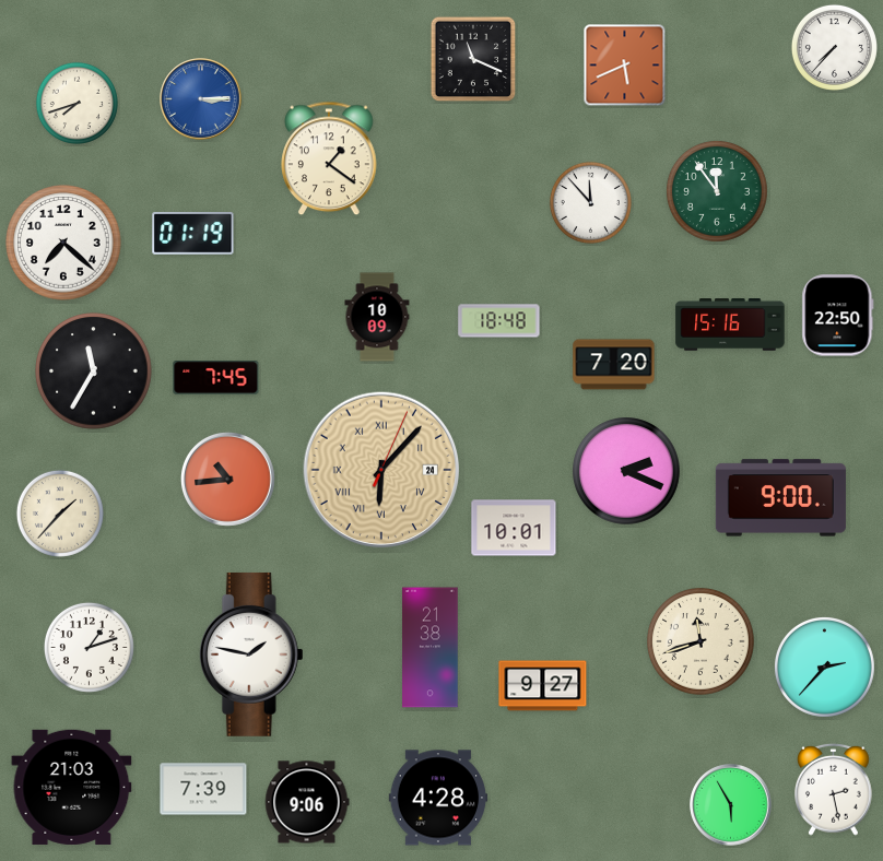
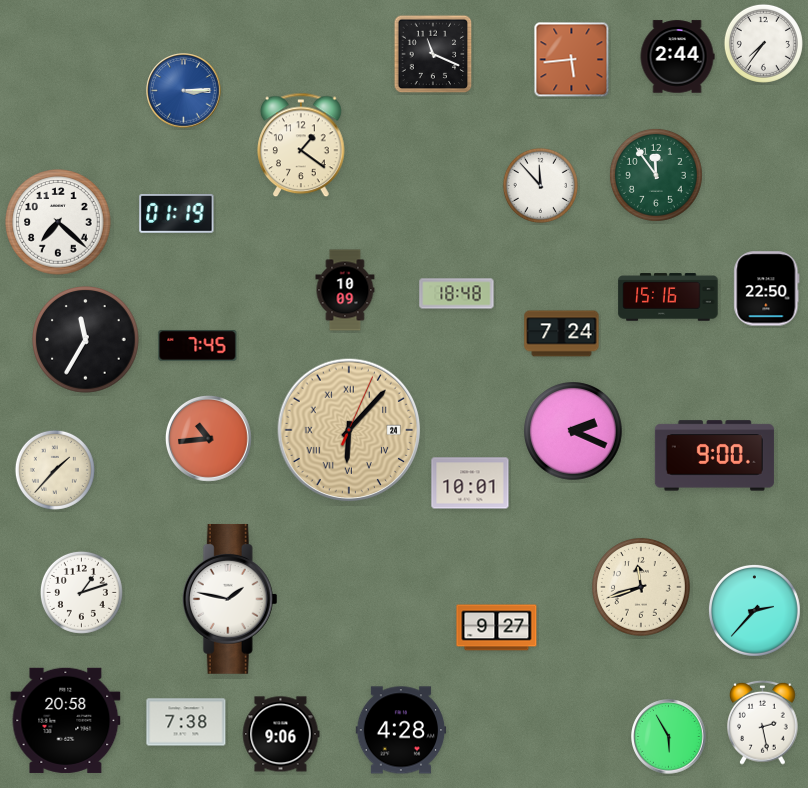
clock at (834, 47): 7:37 -> 7:36
clock at (677, 57): none -> 2:44
clock at (625, 66): 5:41 -> 5:44
clock at (76, 103): 7:42 -> none
clock at (614, 365): 7:20 -> 7:24
clock at (431, 648): 21:38 -> none
clock at (72, 787): 21:03 -> 20:58
clock at (203, 789): 7:39 -> 7:38
